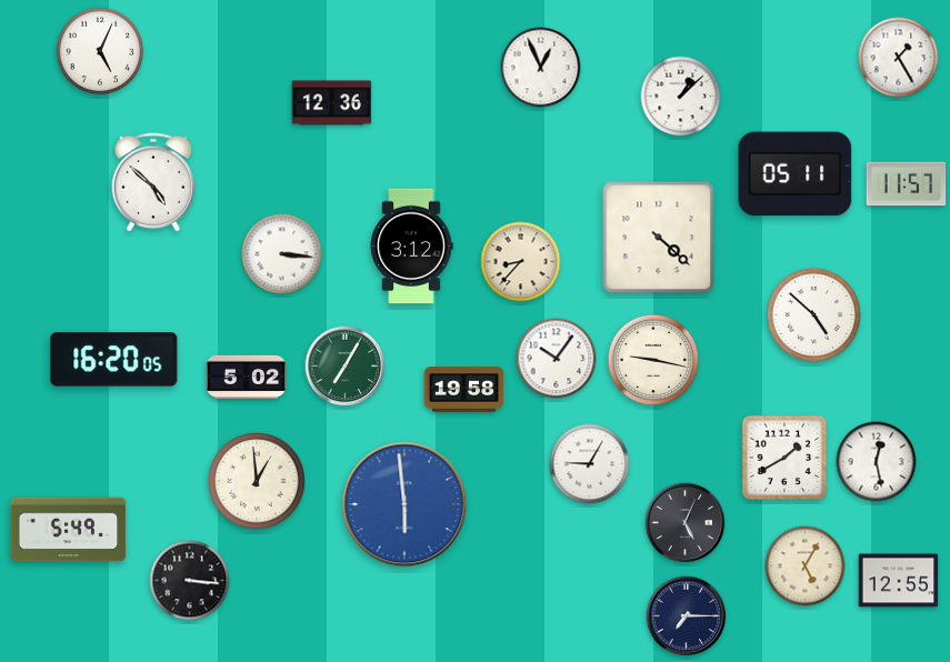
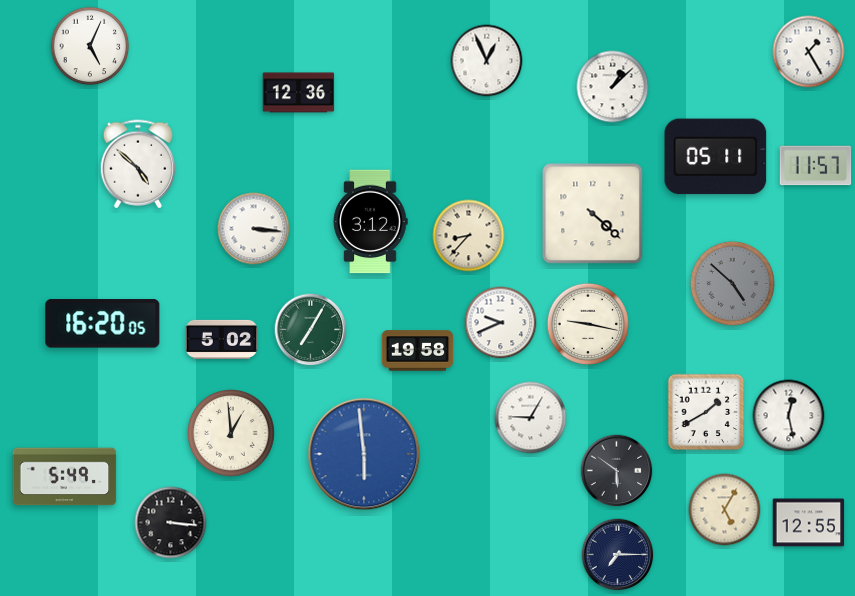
clock at (813, 314) dial: white -> grey
clock at (557, 359): 10:06 -> 9:41
clock at (686, 523): 5:04 -> 5:51
clock at (69, 530) position: (69, 530) -> (65, 477)
